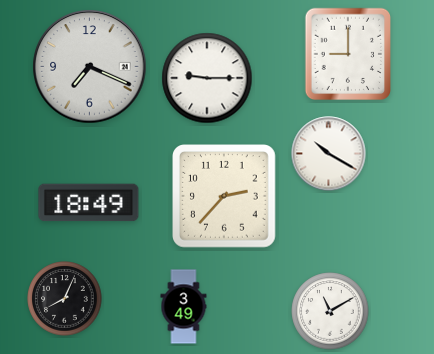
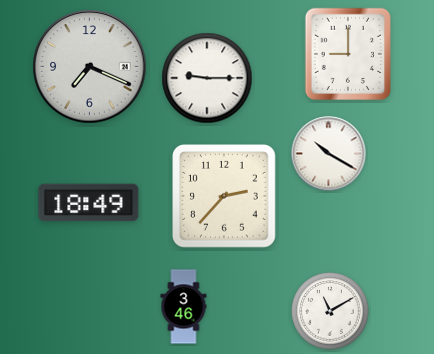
clock at (65, 299): 8:04 -> none
clock at (184, 307): 3:49 -> 3:46
